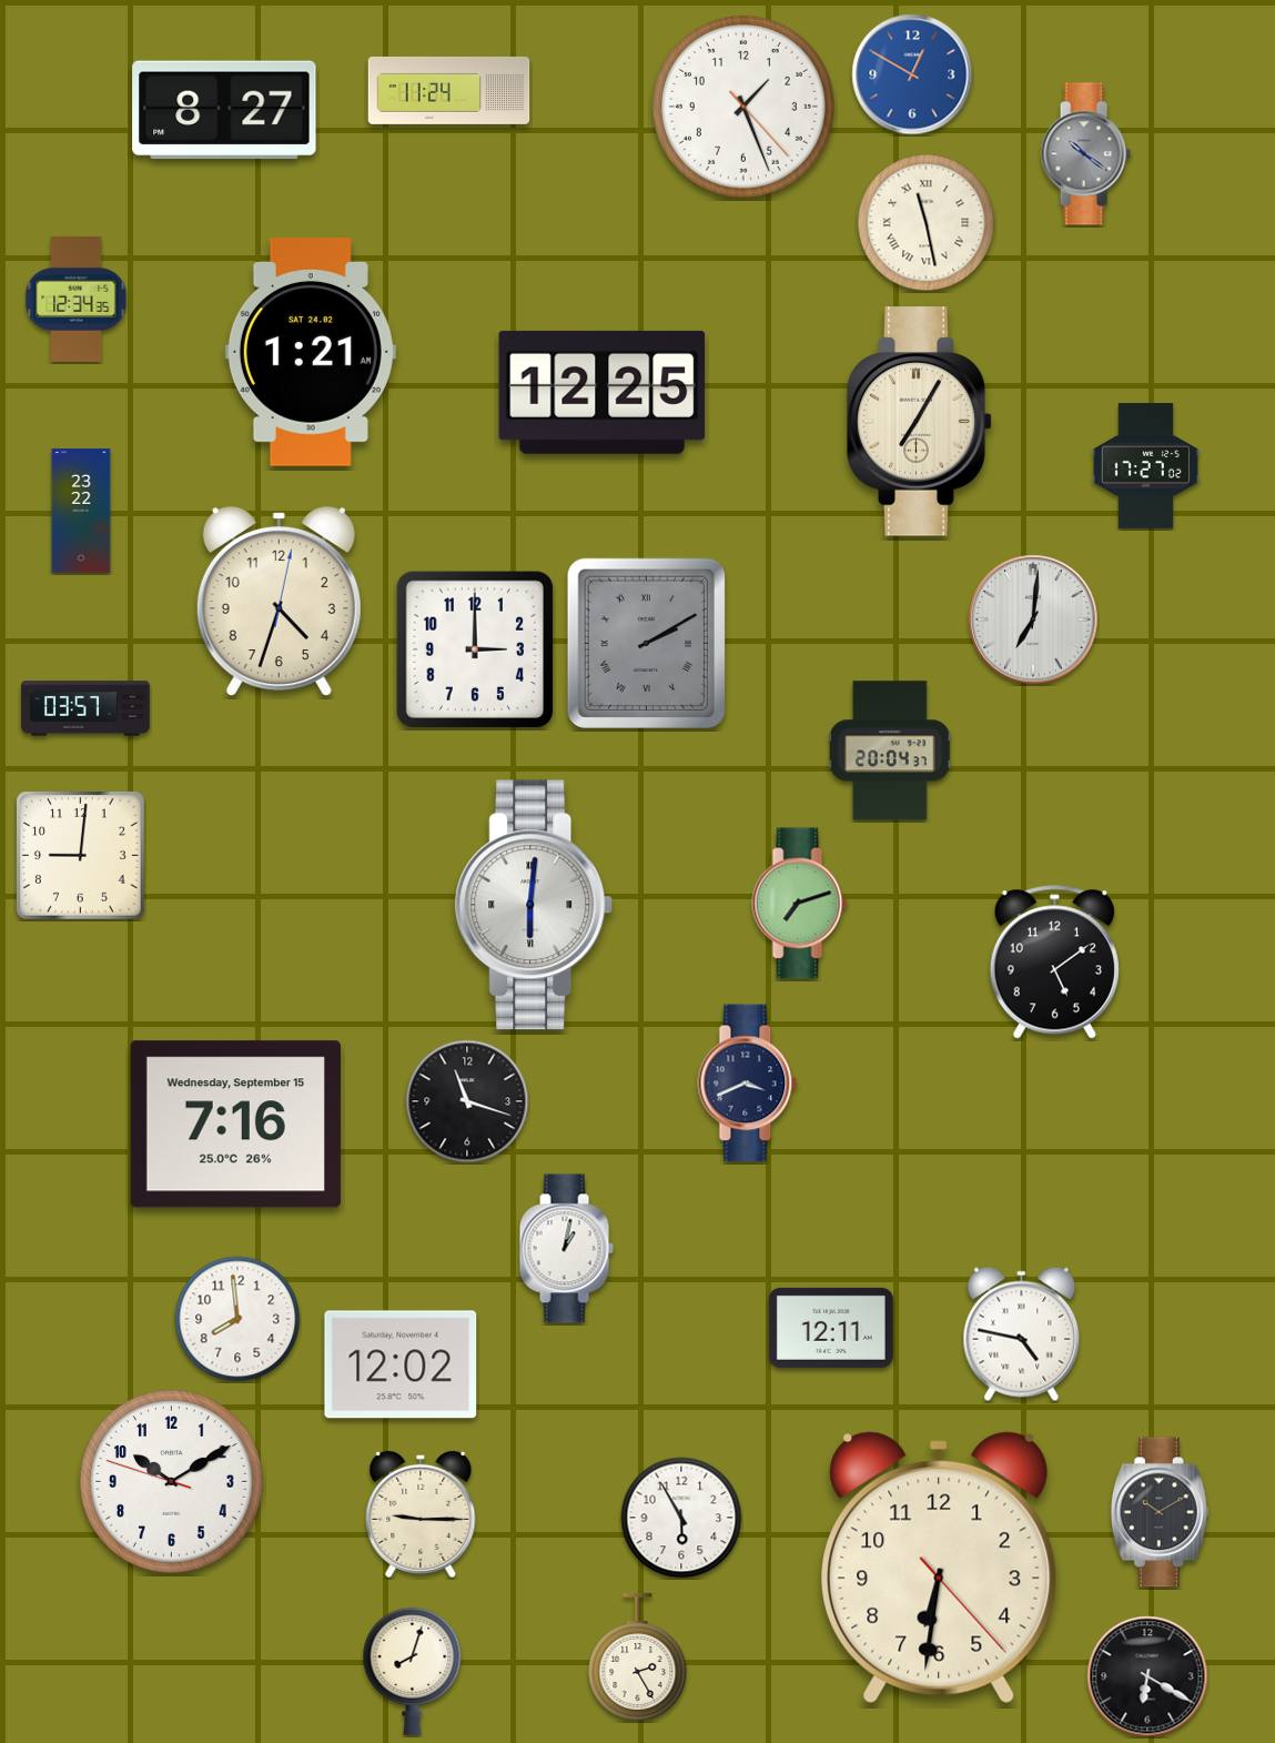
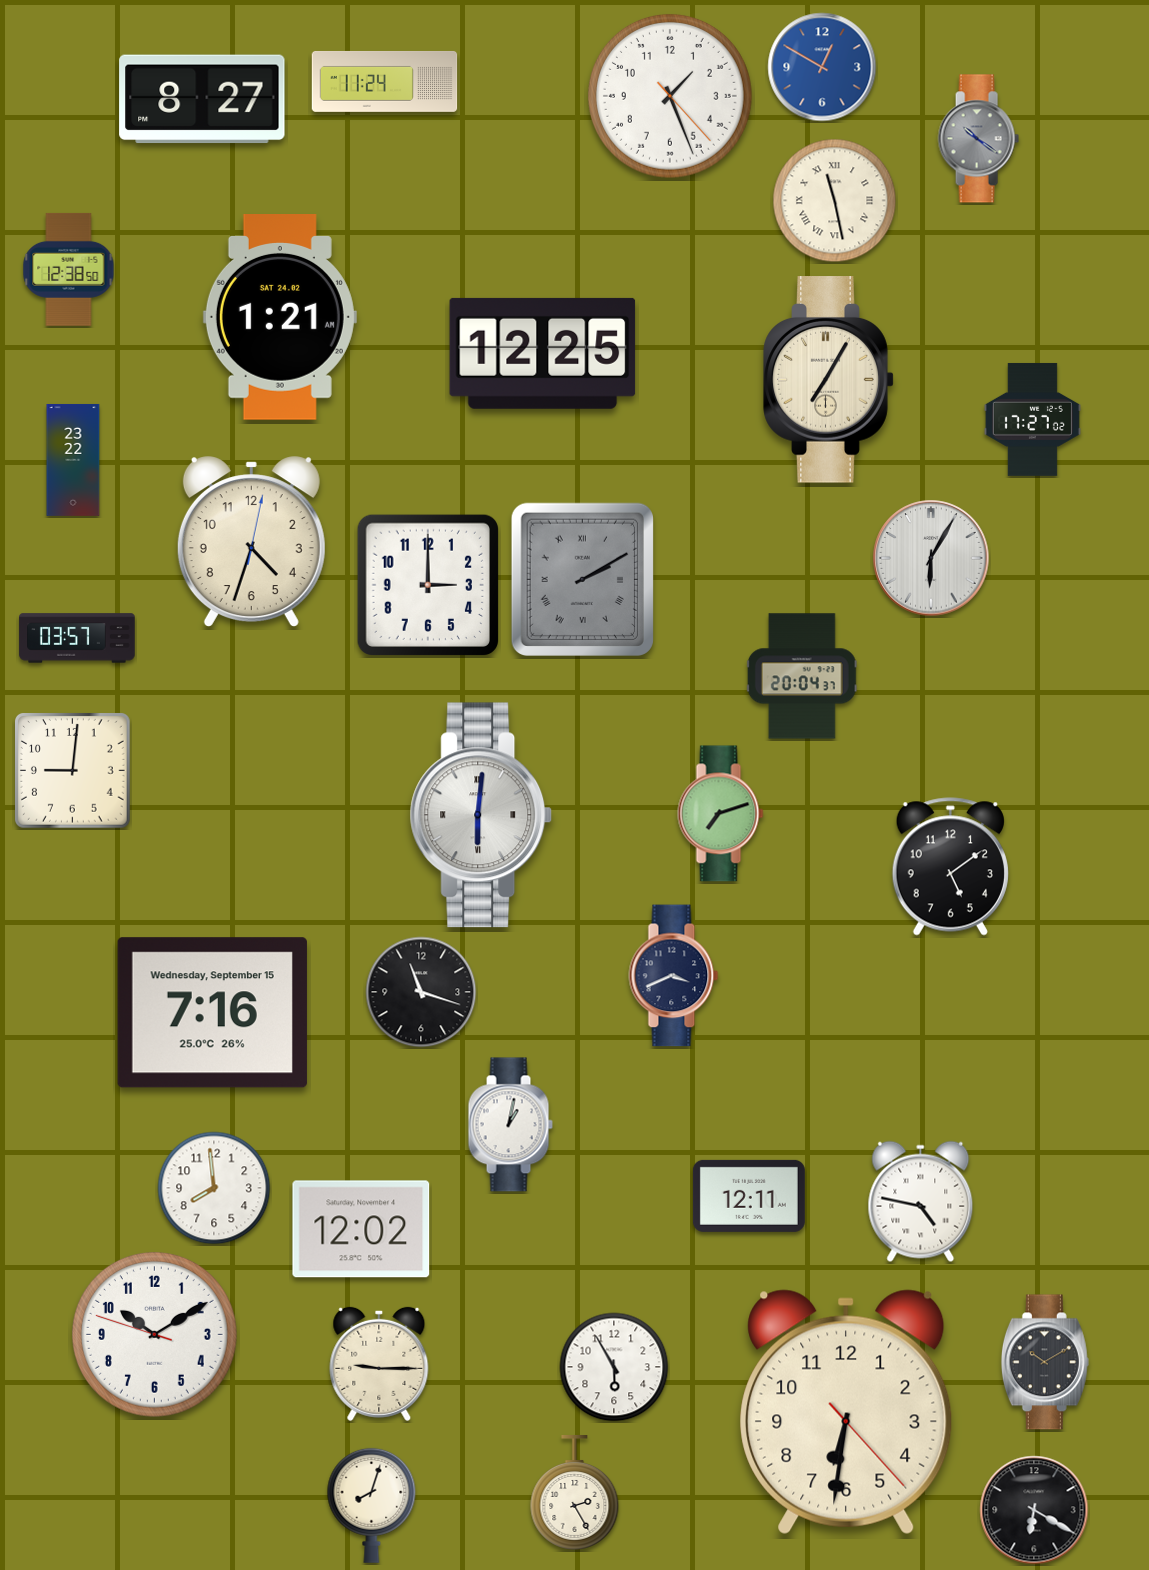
clock at (449, 90) position: (449, 90) -> (385, 81)
clock at (77, 299): 12:34 -> 12:38
clock at (1033, 619): 7:01 -> 6:05
